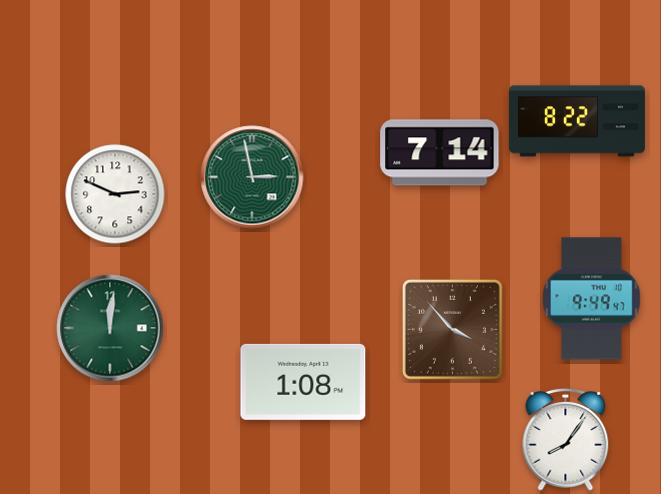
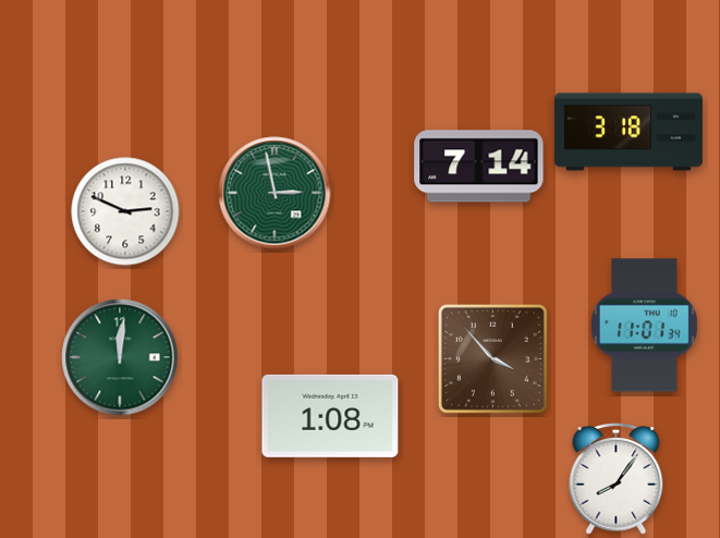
clock at (577, 121): 8:22 -> 3:18
clock at (592, 299): 9:49 -> 11:01
